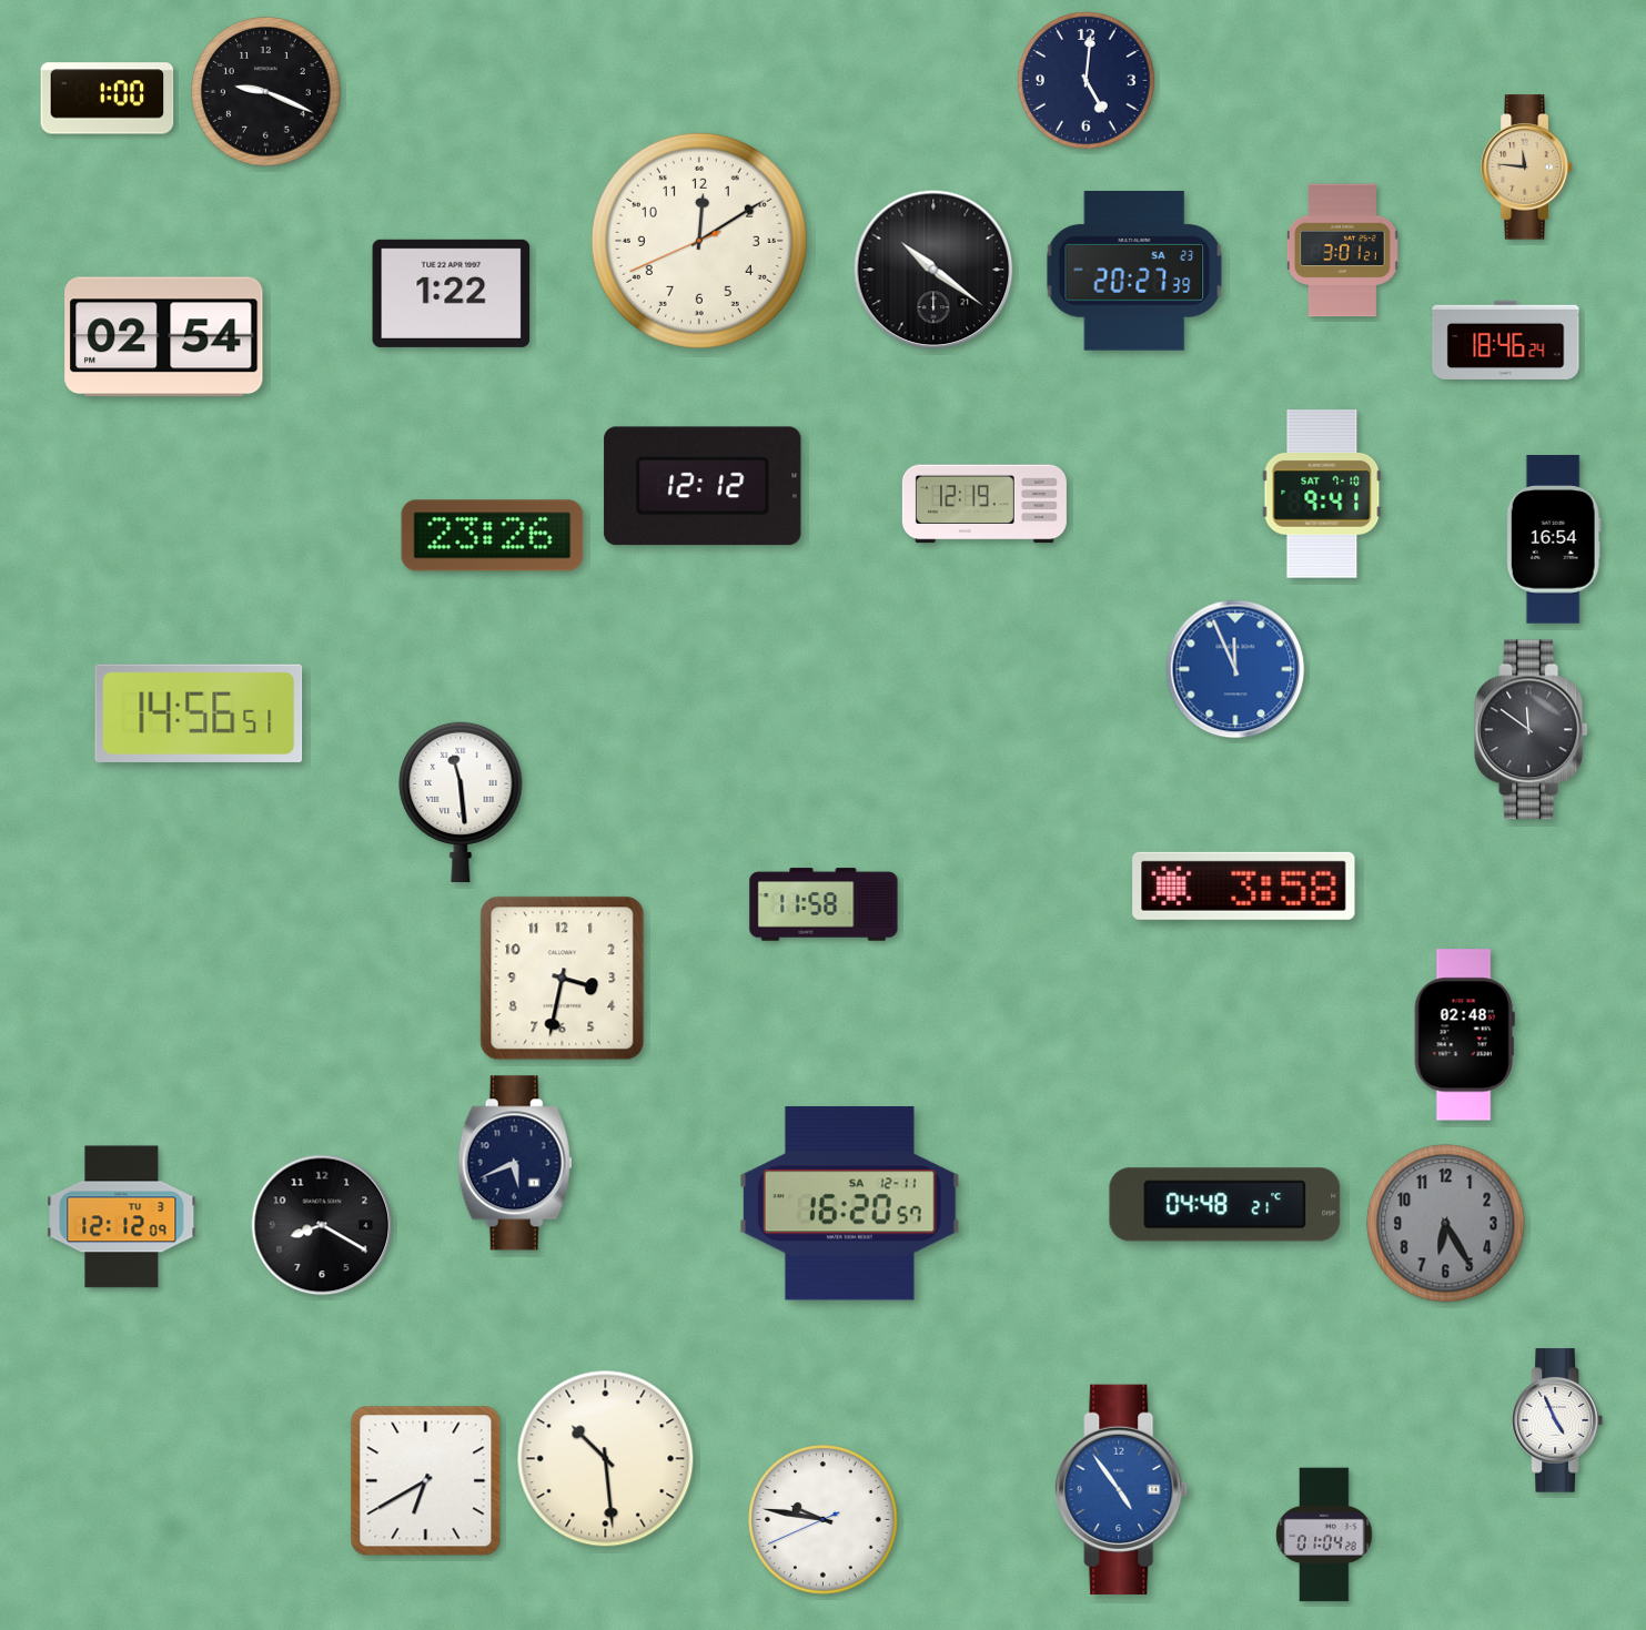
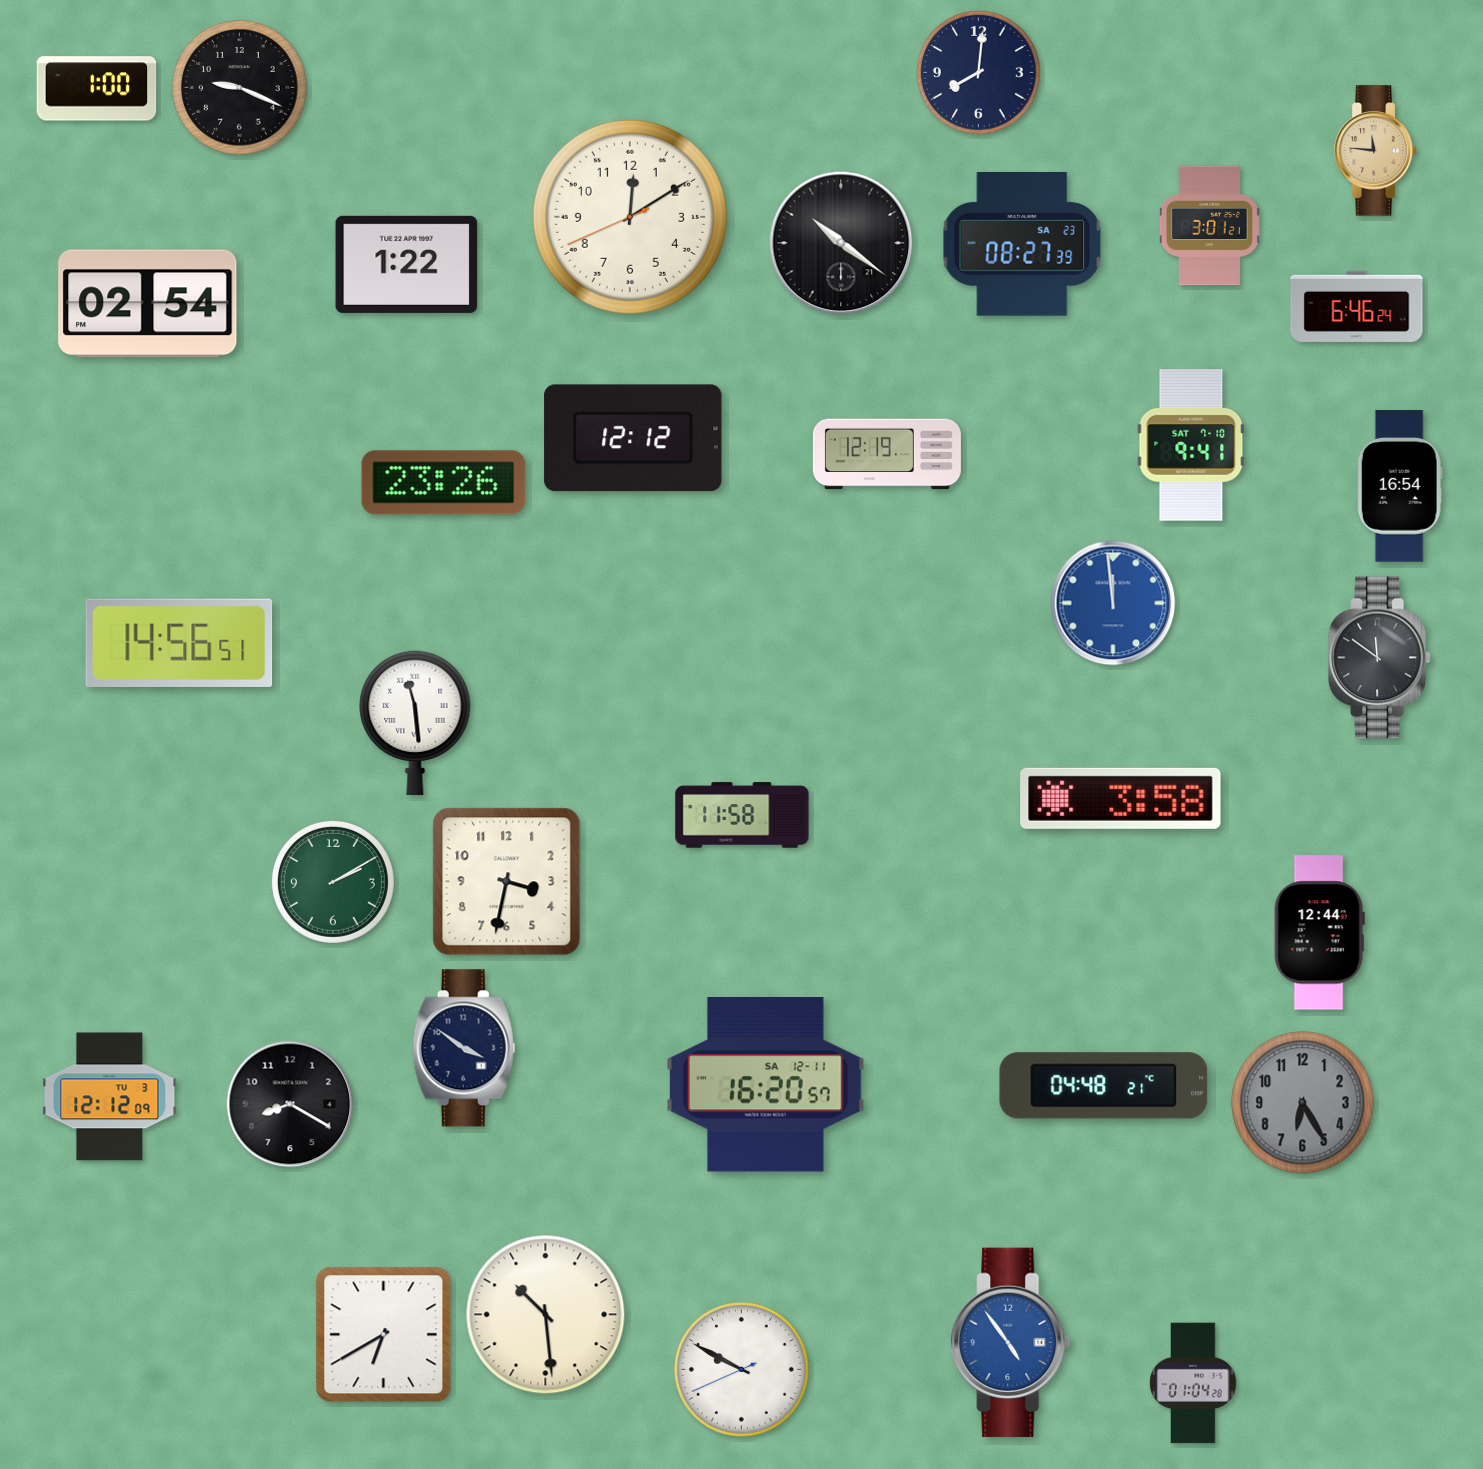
clock at (1085, 80): 5:01 -> 8:01
clock at (266, 92) position: (266, 92) -> (240, 88)
clock at (1134, 272): 20:27 -> 08:27
clock at (1506, 340): 18:46 -> 6:46
clock at (1235, 669): 11:56 -> 11:59
clock at (333, 882): none -> 2:10
clock at (1464, 1035): 02:48 -> 12:44
clock at (515, 1163): 5:41 -> 3:51
clock at (1557, 1420): 4:56 -> none
clock at (824, 1520): 9:46 -> 9:49
